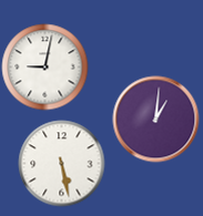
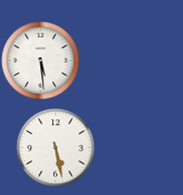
clock at (44, 66): 9:02 -> 5:29
clock at (155, 119): 1:01 -> none
